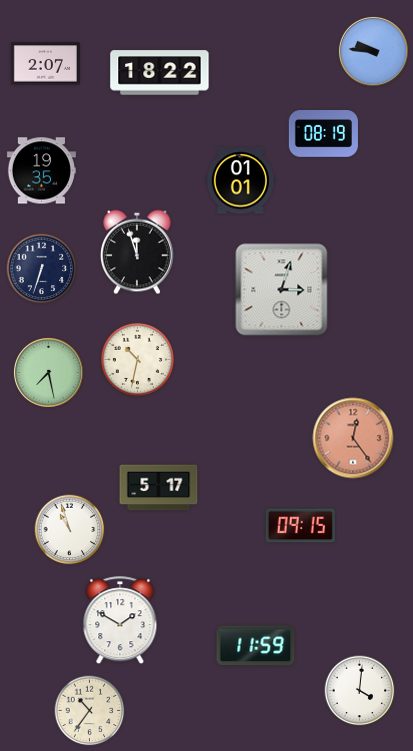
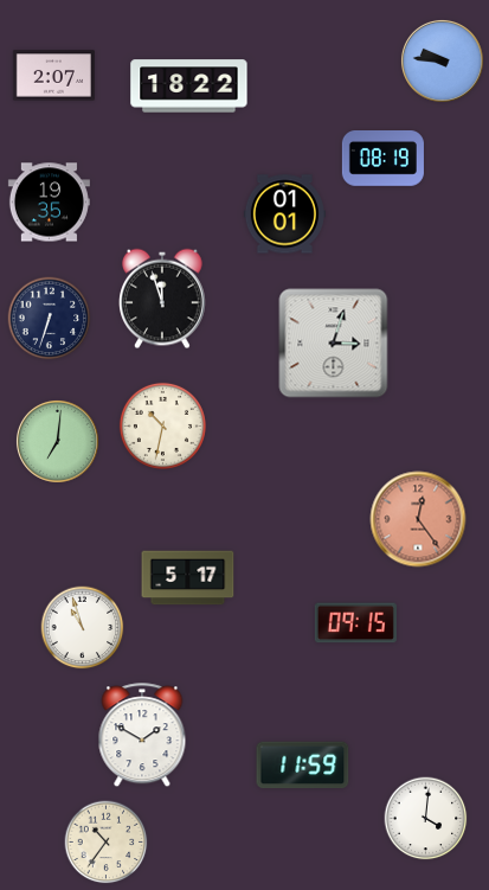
clock at (48, 372): 7:28 -> 7:01
